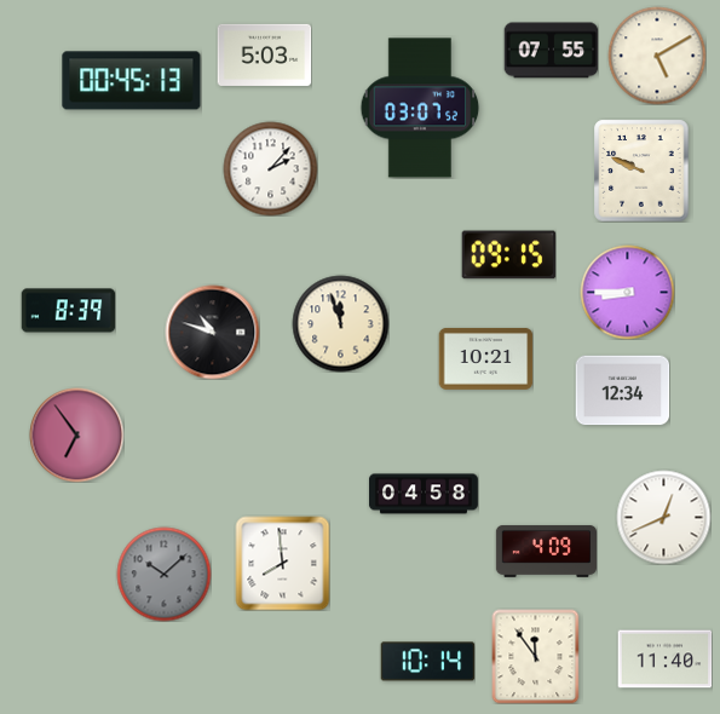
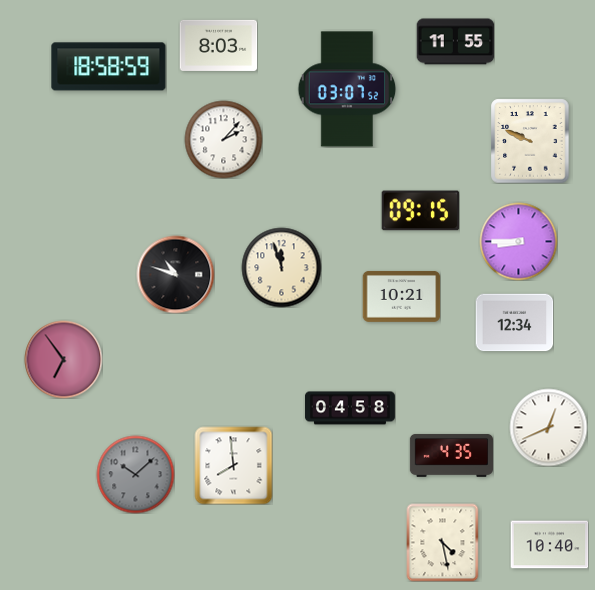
clock at (551, 51): 07:55 -> 11:55
clock at (264, 54): 5:03 -> 8:03
clock at (657, 56): 5:10 -> none
clock at (132, 81): 00:45 -> 18:58
clock at (68, 311): 8:39 -> none
clock at (546, 551): 4:09 -> 4:35
clock at (536, 656): 11:54 -> 4:28
clock at (664, 660): 11:40 -> 10:40
clock at (427, 662): 10:14 -> none
